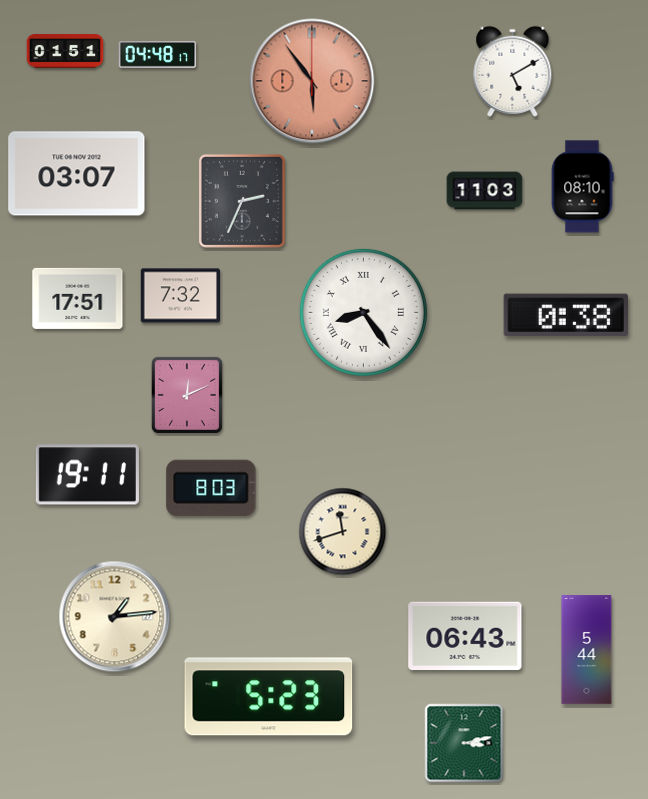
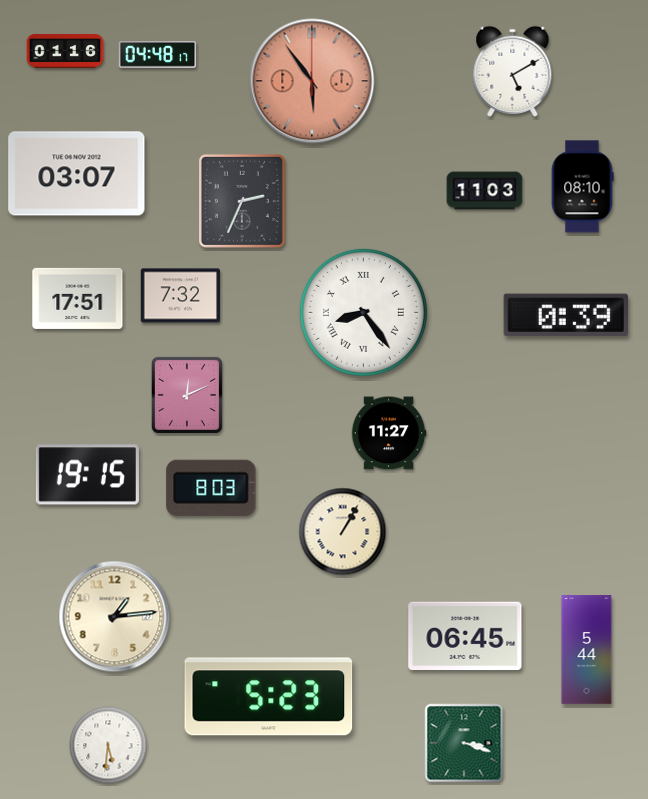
clock at (65, 51): 01:51 -> 01:16
clock at (566, 315): 0:38 -> 0:39
clock at (389, 433): none -> 11:27
clock at (87, 475): 19:11 -> 19:15
clock at (343, 532): 11:42 -> 1:05
clock at (465, 636): 06:43 -> 06:45
clock at (464, 743): 3:13 -> 3:18
clock at (108, 745): none -> 5:31
